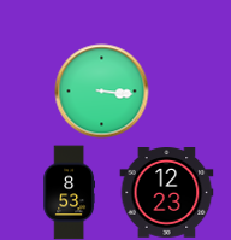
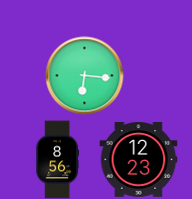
clock at (101, 90): 3:16 -> 6:16
clock at (69, 192): 8:53 -> 8:56
